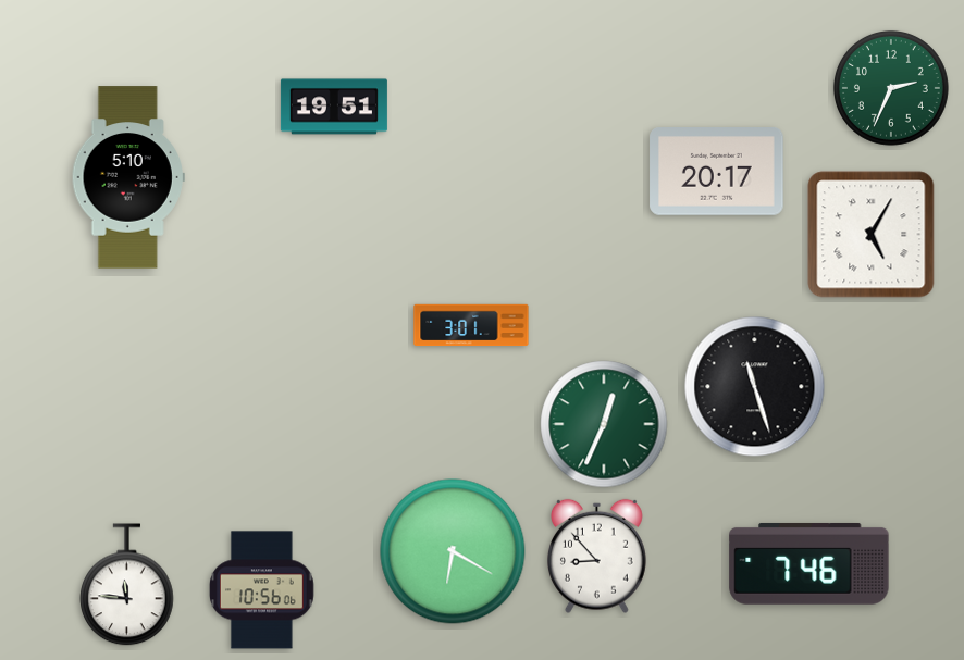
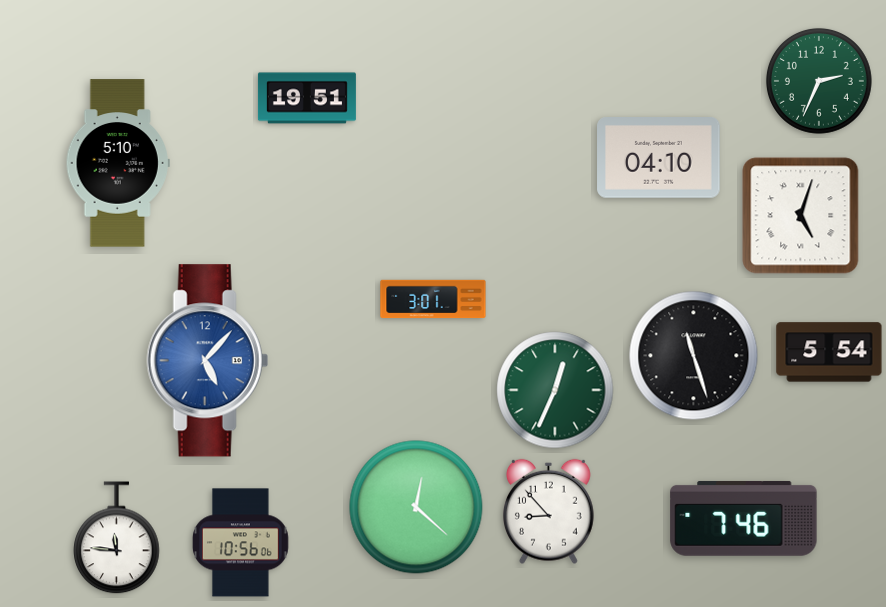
clock at (717, 172): 20:17 -> 04:10
clock at (872, 235): 5:05 -> 5:03
clock at (829, 352): none -> 5:54
clock at (207, 361): none -> 5:07
clock at (453, 551): 6:20 -> 12:22
